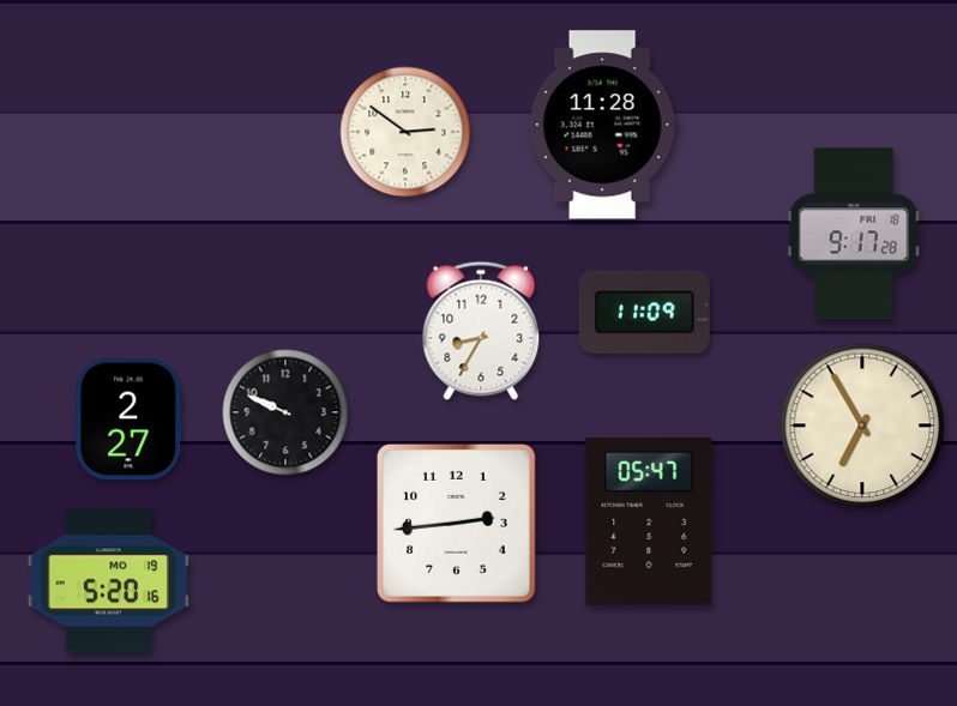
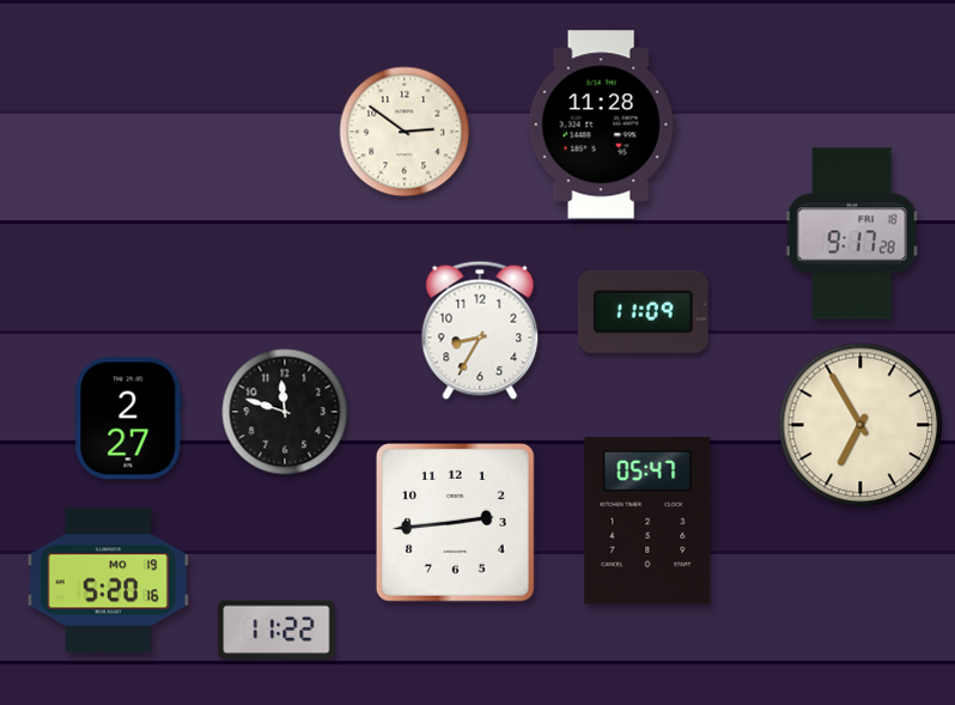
clock at (285, 412): 9:49 -> 11:48
clock at (276, 630): none -> 11:22
